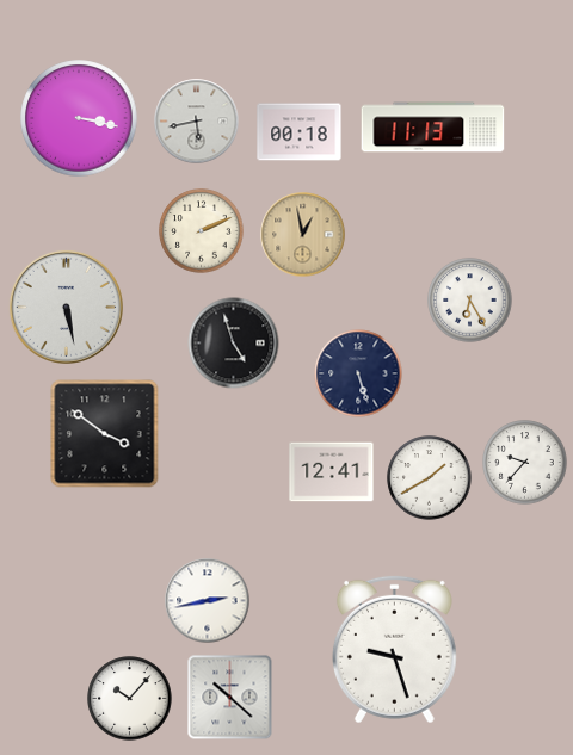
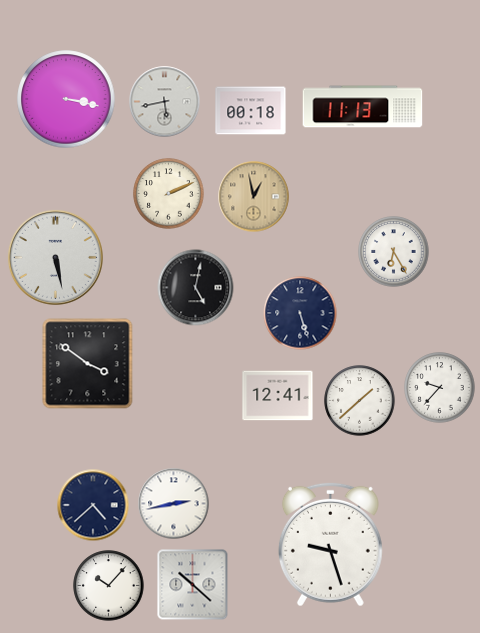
clock at (234, 344): 4:57 -> 5:02
clock at (430, 478): 1:40 -> 1:38
clock at (93, 505): none -> 4:38
